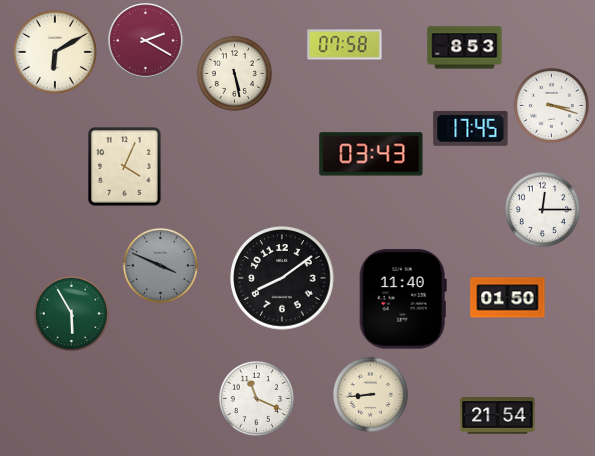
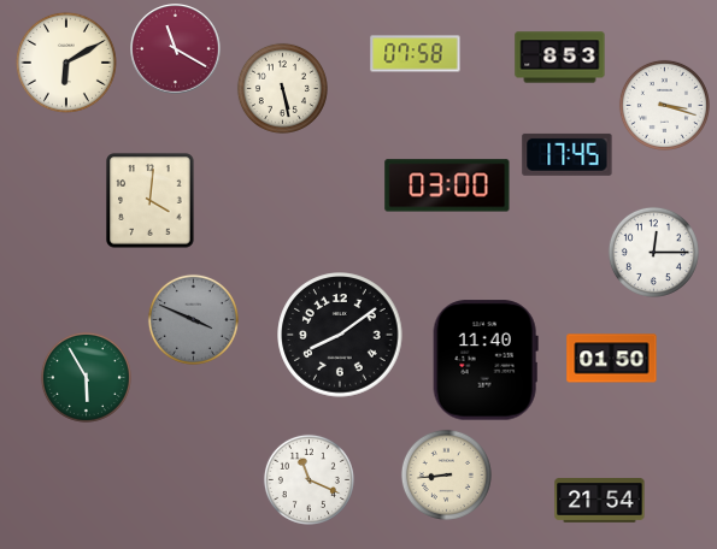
clock at (146, 41): 2:20 -> 11:20
clock at (551, 105) position: (551, 105) -> (664, 105)
clock at (371, 154): 03:43 -> 03:00
clock at (125, 167): 4:04 -> 4:01
